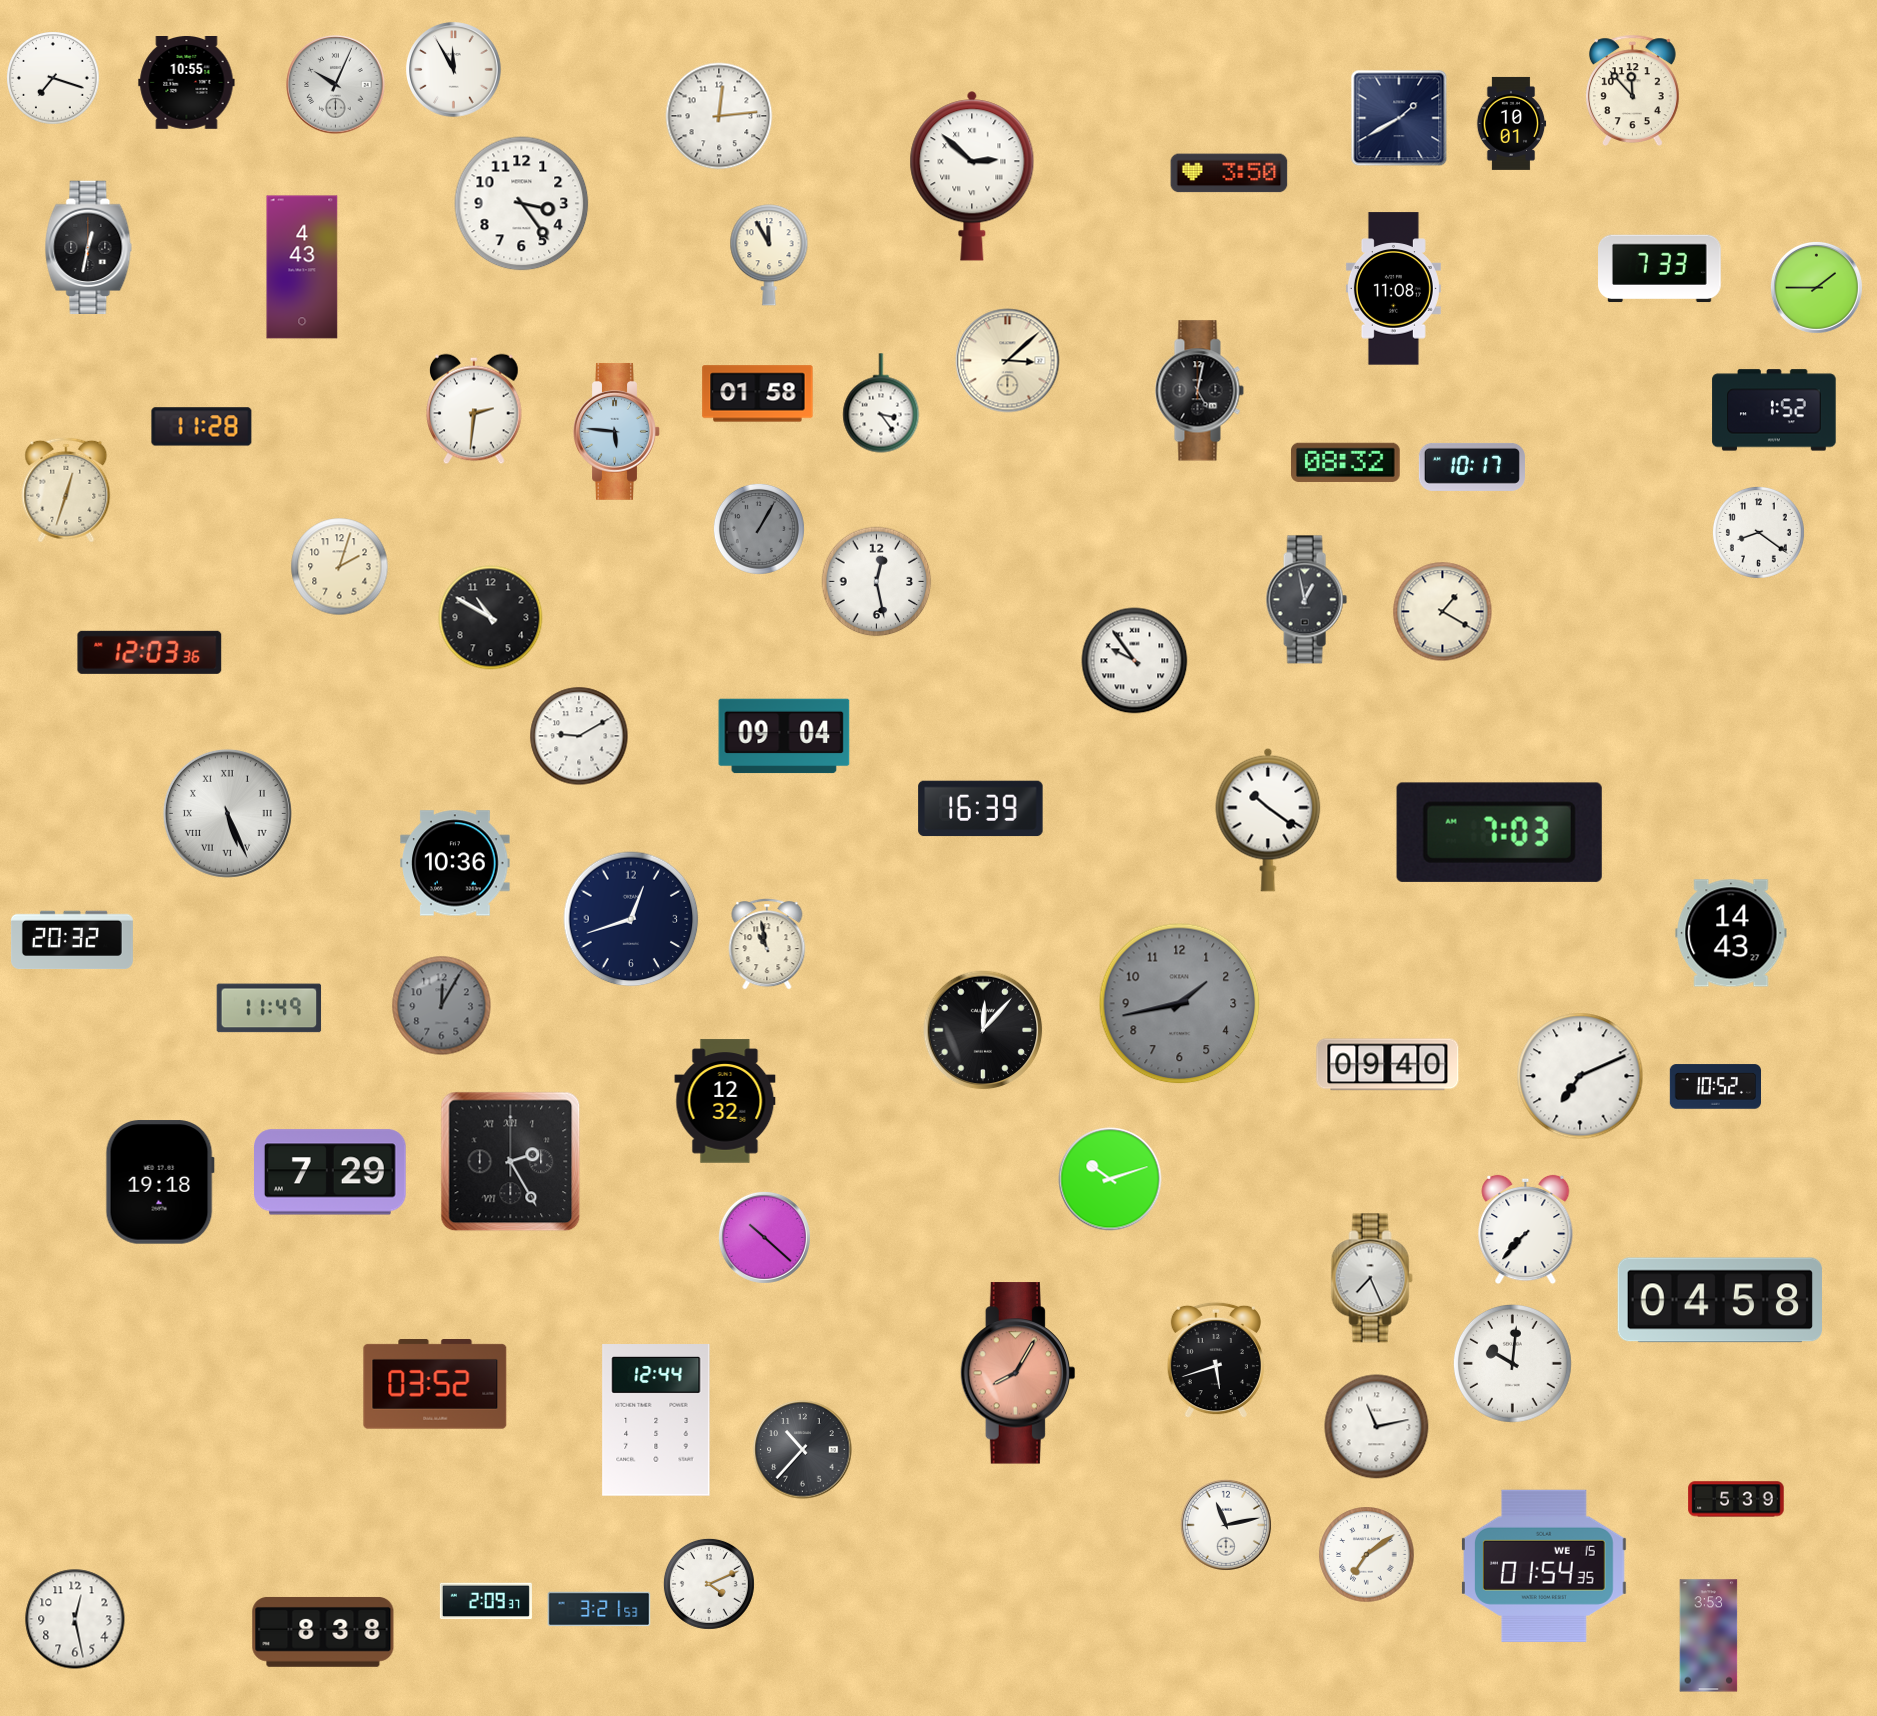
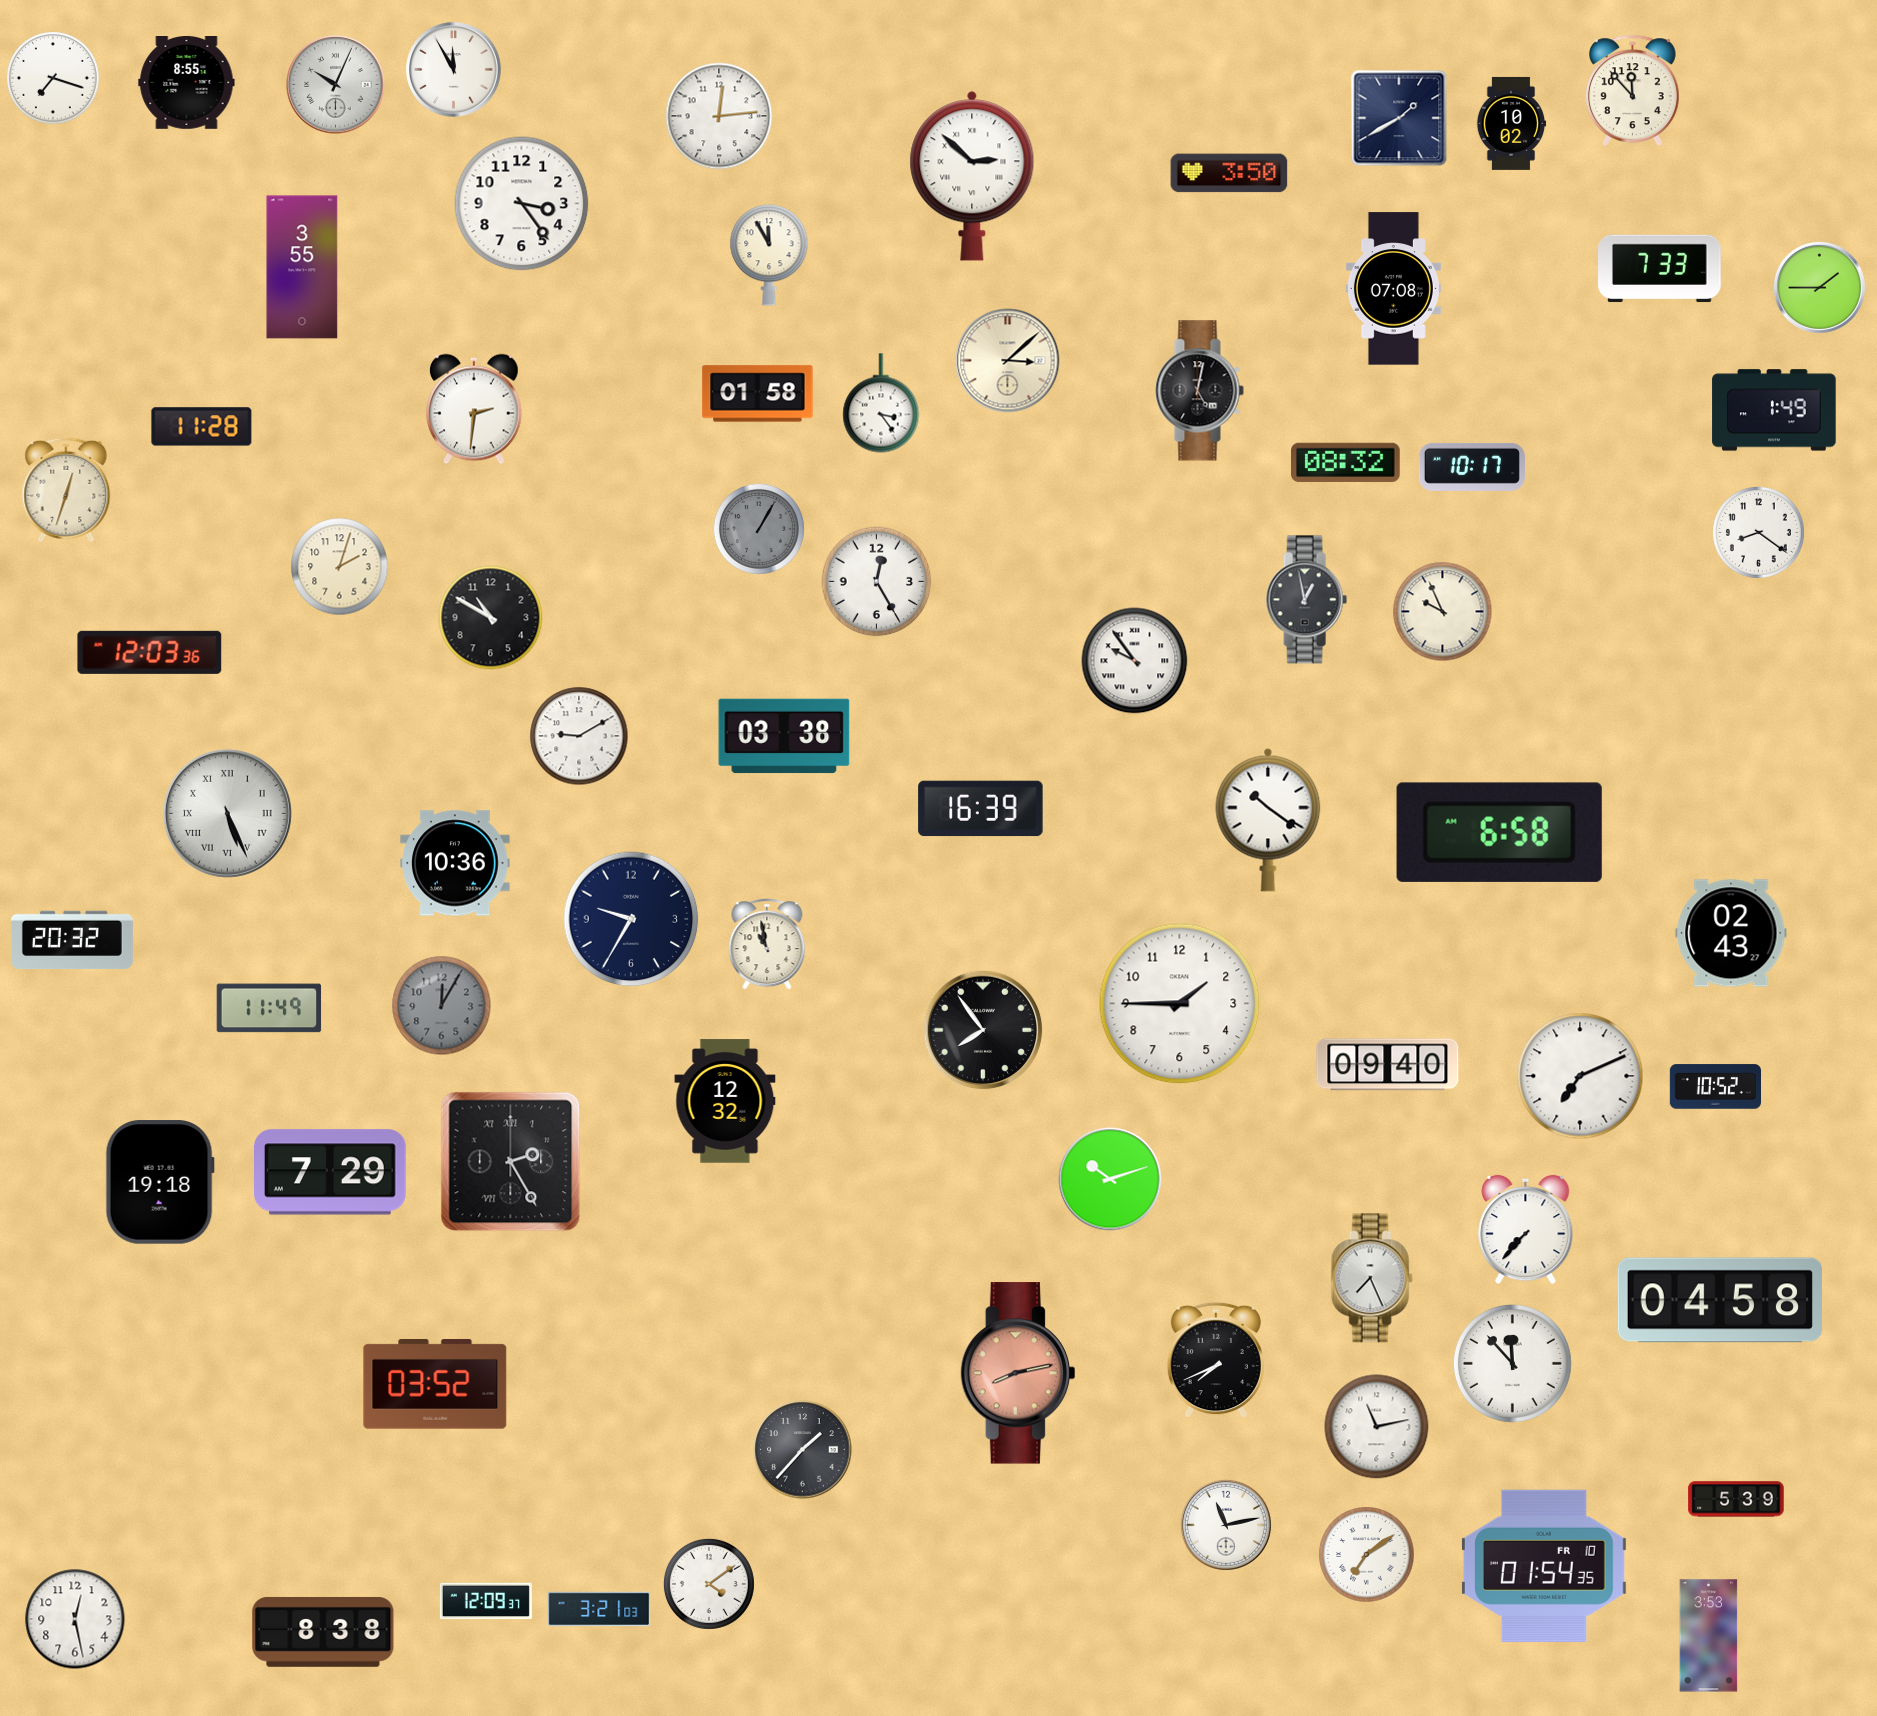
clock at (187, 83): 10:55 -> 8:55
clock at (1511, 123): 10:01 -> 10:02
clock at (89, 247): 12:32 -> none
clock at (302, 267): 4:43 -> 3:55
clock at (1816, 287) position: (1816, 287) -> (1819, 287)
clock at (1393, 289): 11:08 -> 07:08
clock at (1774, 410): 1:52 -> 1:49
clock at (617, 431): 5:46 -> none
clock at (877, 582): 12:28 -> 12:25
clock at (1443, 612): 1:20 -> 9:56
clock at (784, 736): 09:04 -> 03:38
clock at (1499, 832): 7:03 -> 6:58
clock at (631, 919): 12:42 -> 9:35
clock at (1731, 933): 14:43 -> 02:43
clock at (1180, 1004): 1:43 -> 1:45
clock at (1180, 1004) dial: grey -> white
clock at (983, 1030): 12:07 -> 7:54
clock at (764, 1237): 10:22 -> none
clock at (1216, 1360): 5:42 -> 7:41
clock at (1512, 1363): 10:01 -> 11:53
clock at (1017, 1373): 8:05 -> 8:13
clock at (656, 1421): 12:44 -> none
clock at (803, 1450): 10:37 -> 1:37
clock at (1544, 1566) date: WE 15 -> FR 10
clock at (709, 1584): 4:11 -> 4:09
clock at (486, 1601): 2:09 -> 12:09
clock at (599, 1609): 3:21:53 -> 3:21:03
